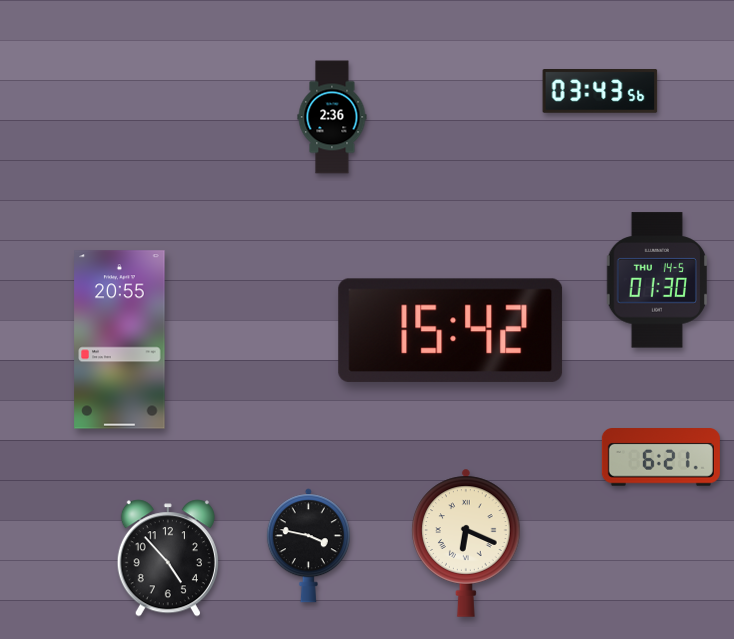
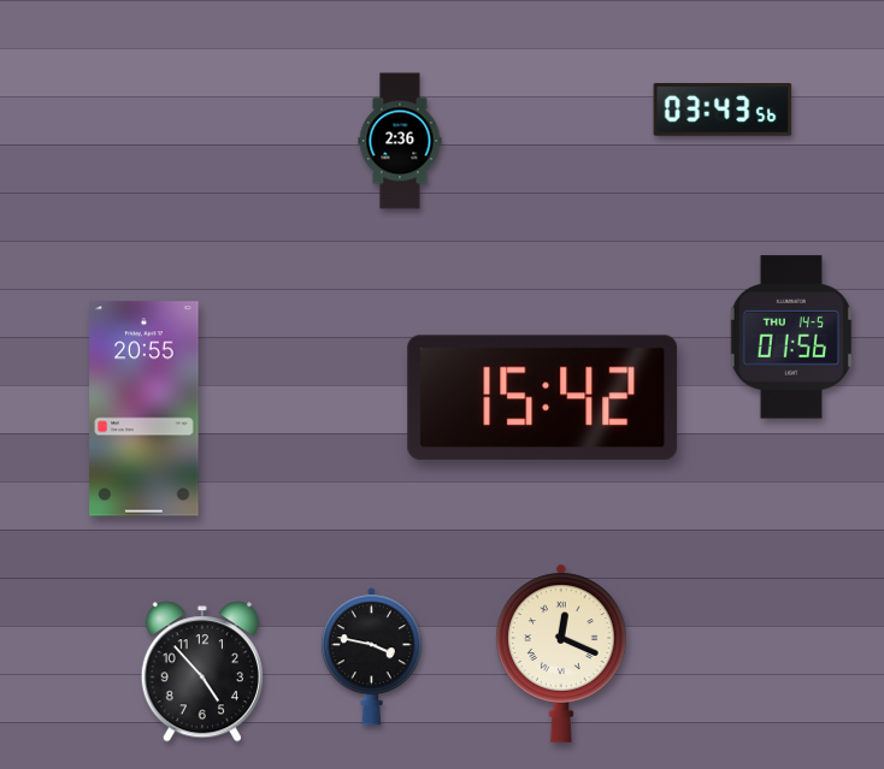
clock at (657, 280): 01:30 -> 01:56
clock at (661, 458): 6:21 -> none
clock at (466, 543): 6:19 -> 12:19
